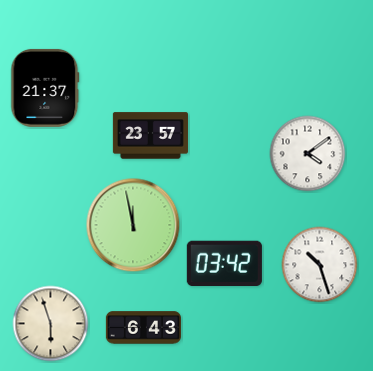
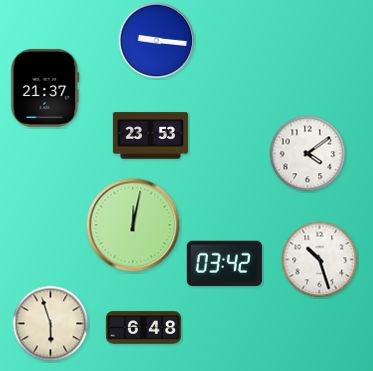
clock at (157, 41): none -> 9:16
clock at (150, 136): 23:57 -> 23:53
clock at (133, 225): 11:58 -> 12:02
clock at (320, 265) position: (320, 265) -> (320, 260)
clock at (143, 328): 6:43 -> 6:48
